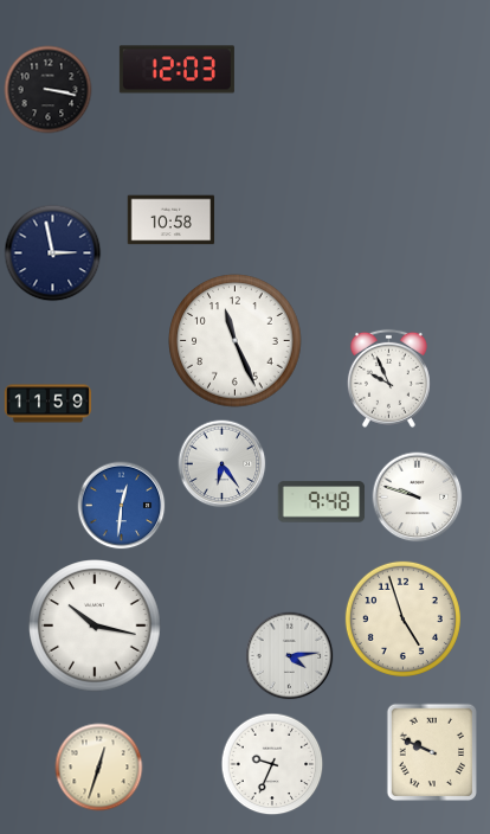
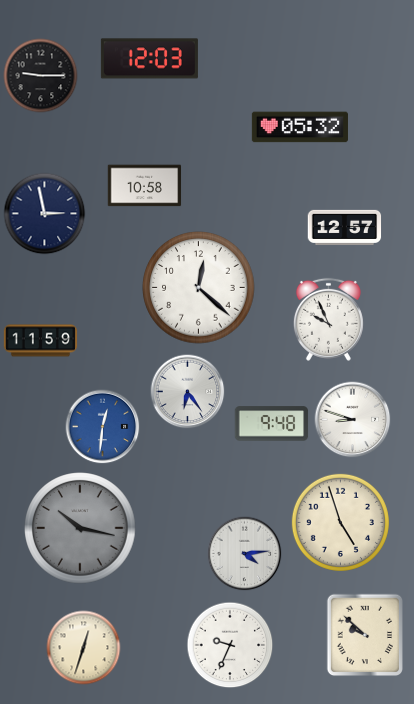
clock at (49, 90): 3:17 -> 9:15
clock at (300, 127): none -> 05:32
clock at (345, 227): none -> 12:57
clock at (236, 341): 11:26 -> 12:22
clock at (418, 498): 9:48 -> 8:48
clock at (95, 625) dial: white -> grey
clock at (431, 752): 9:49 -> 9:52
